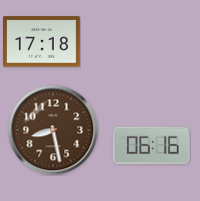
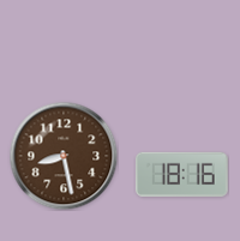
clock at (42, 42): 17:18 -> none
clock at (151, 145): 06:16 -> 18:16
